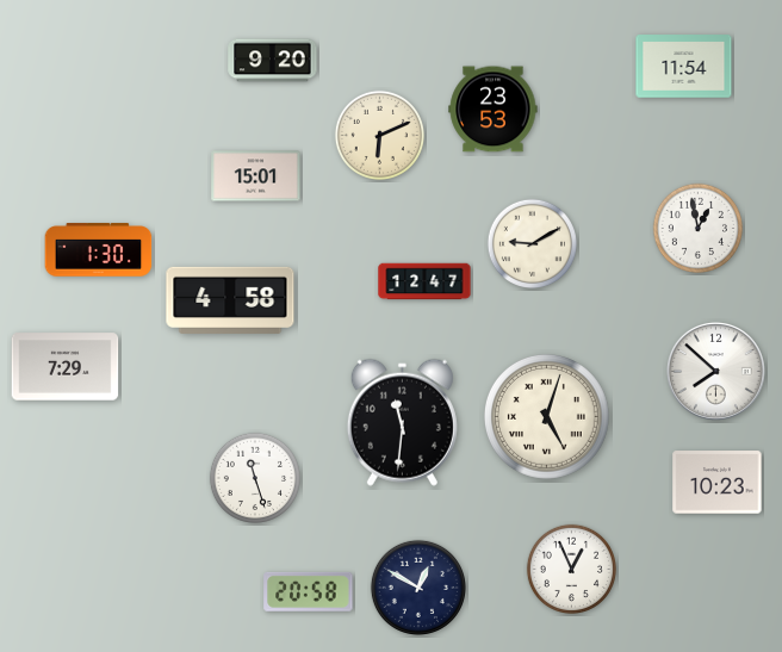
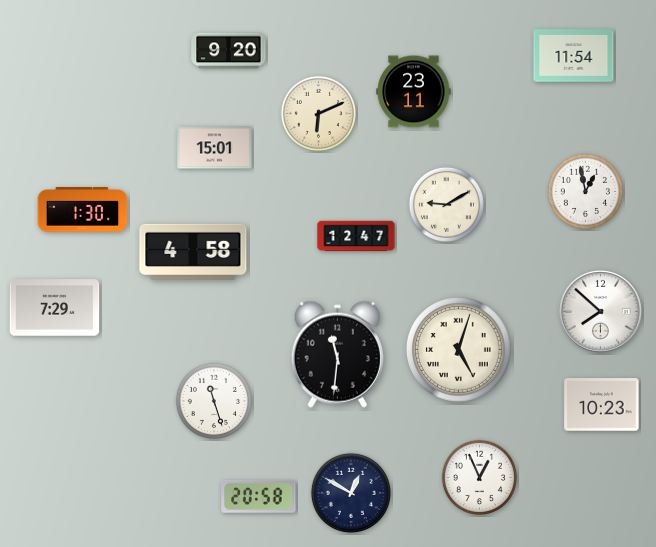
clock at (494, 110): 23:53 -> 23:11
